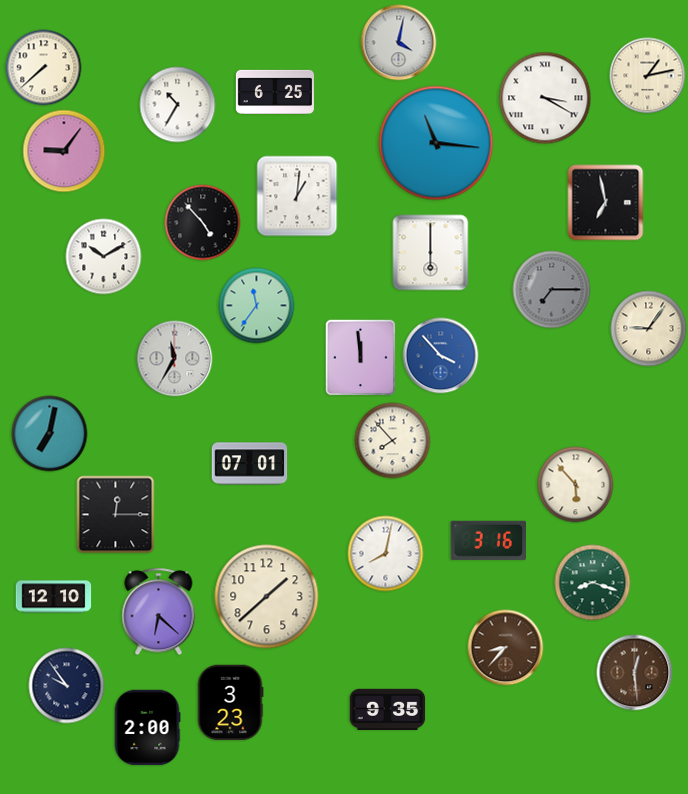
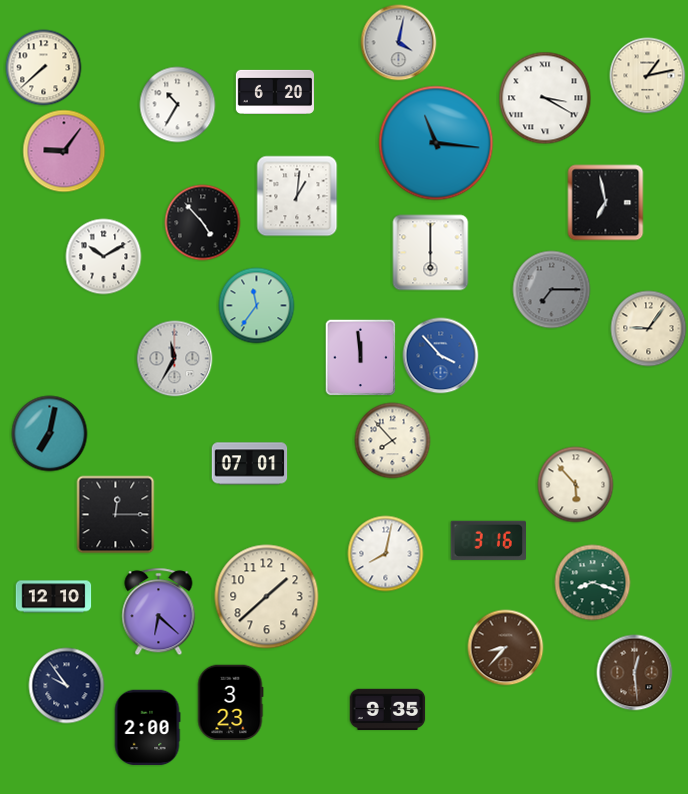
clock at (275, 92): 6:25 -> 6:20
